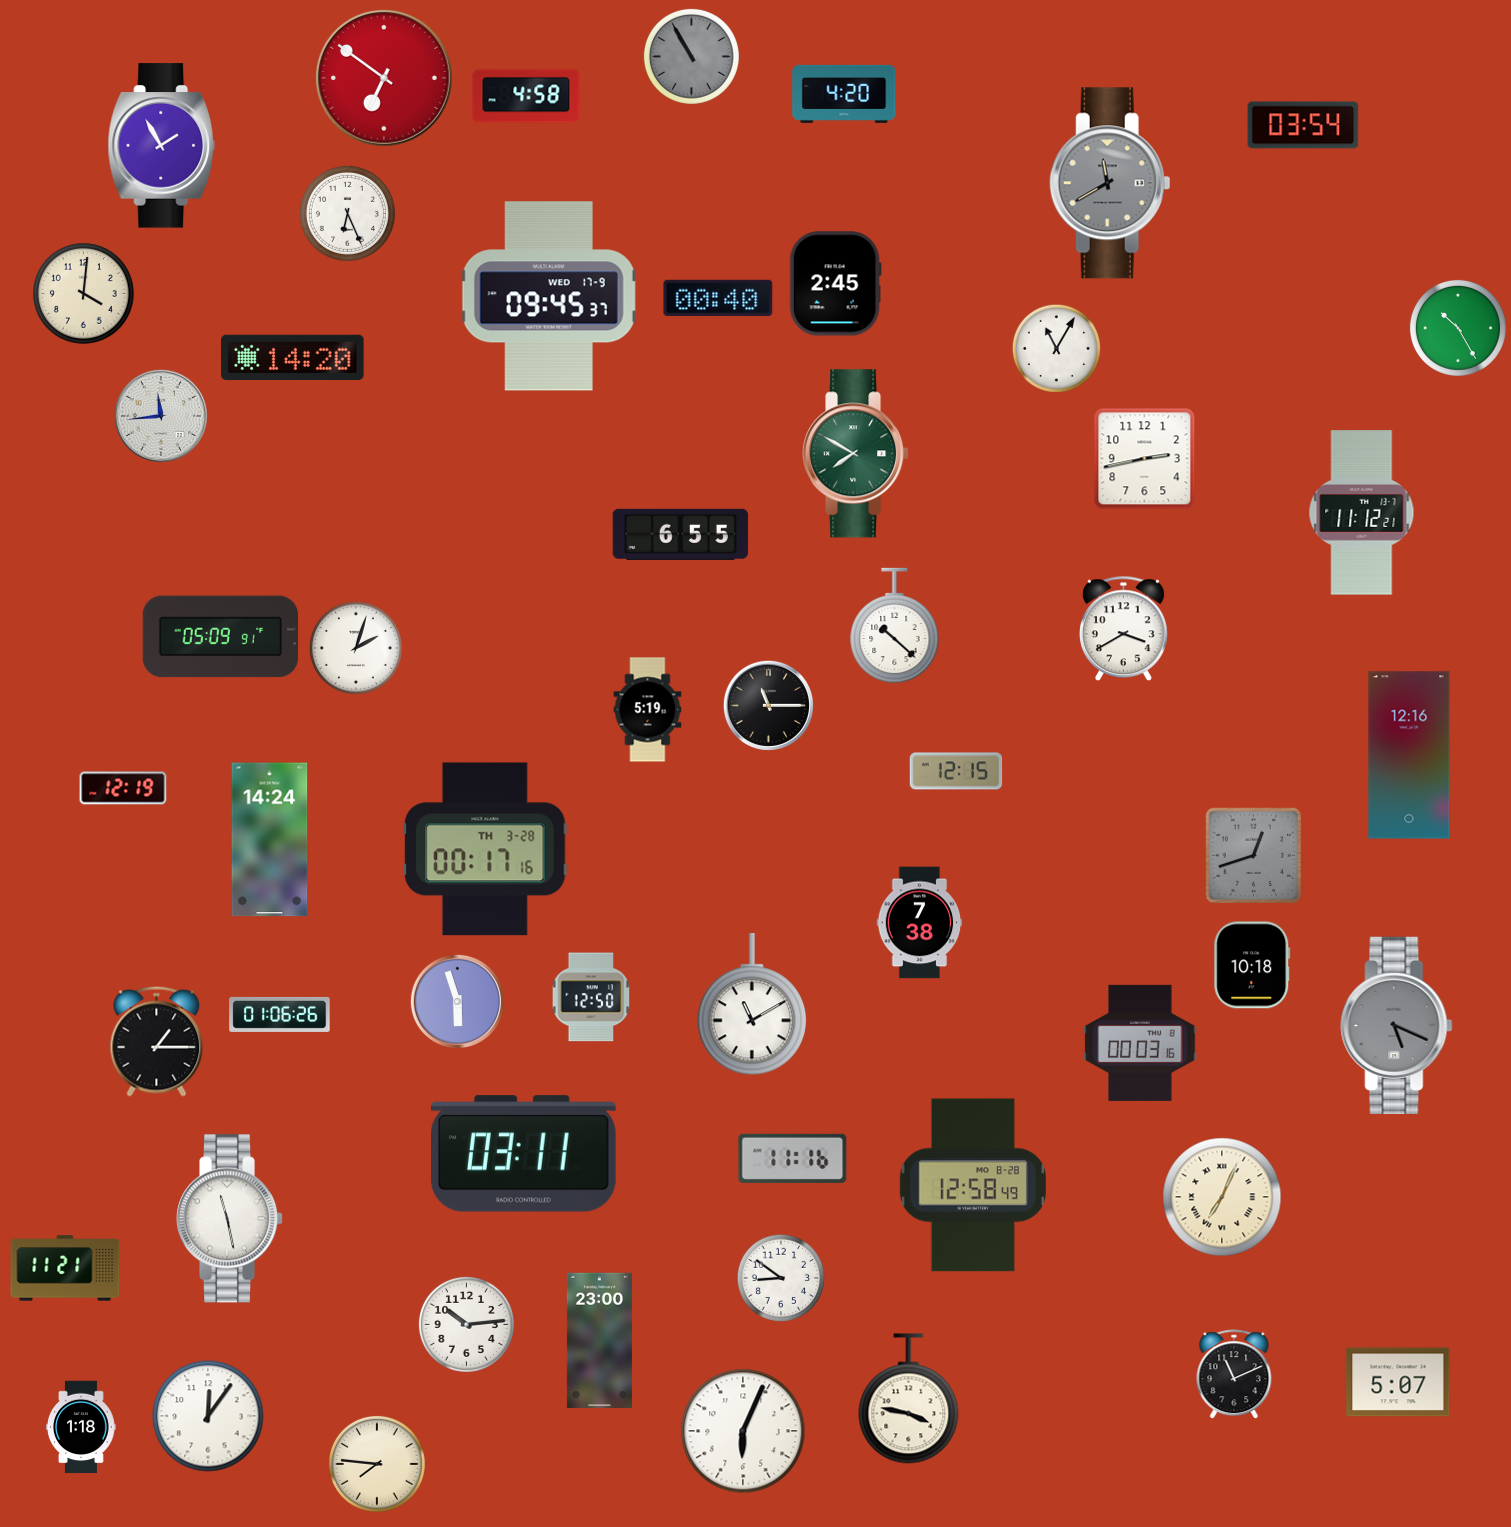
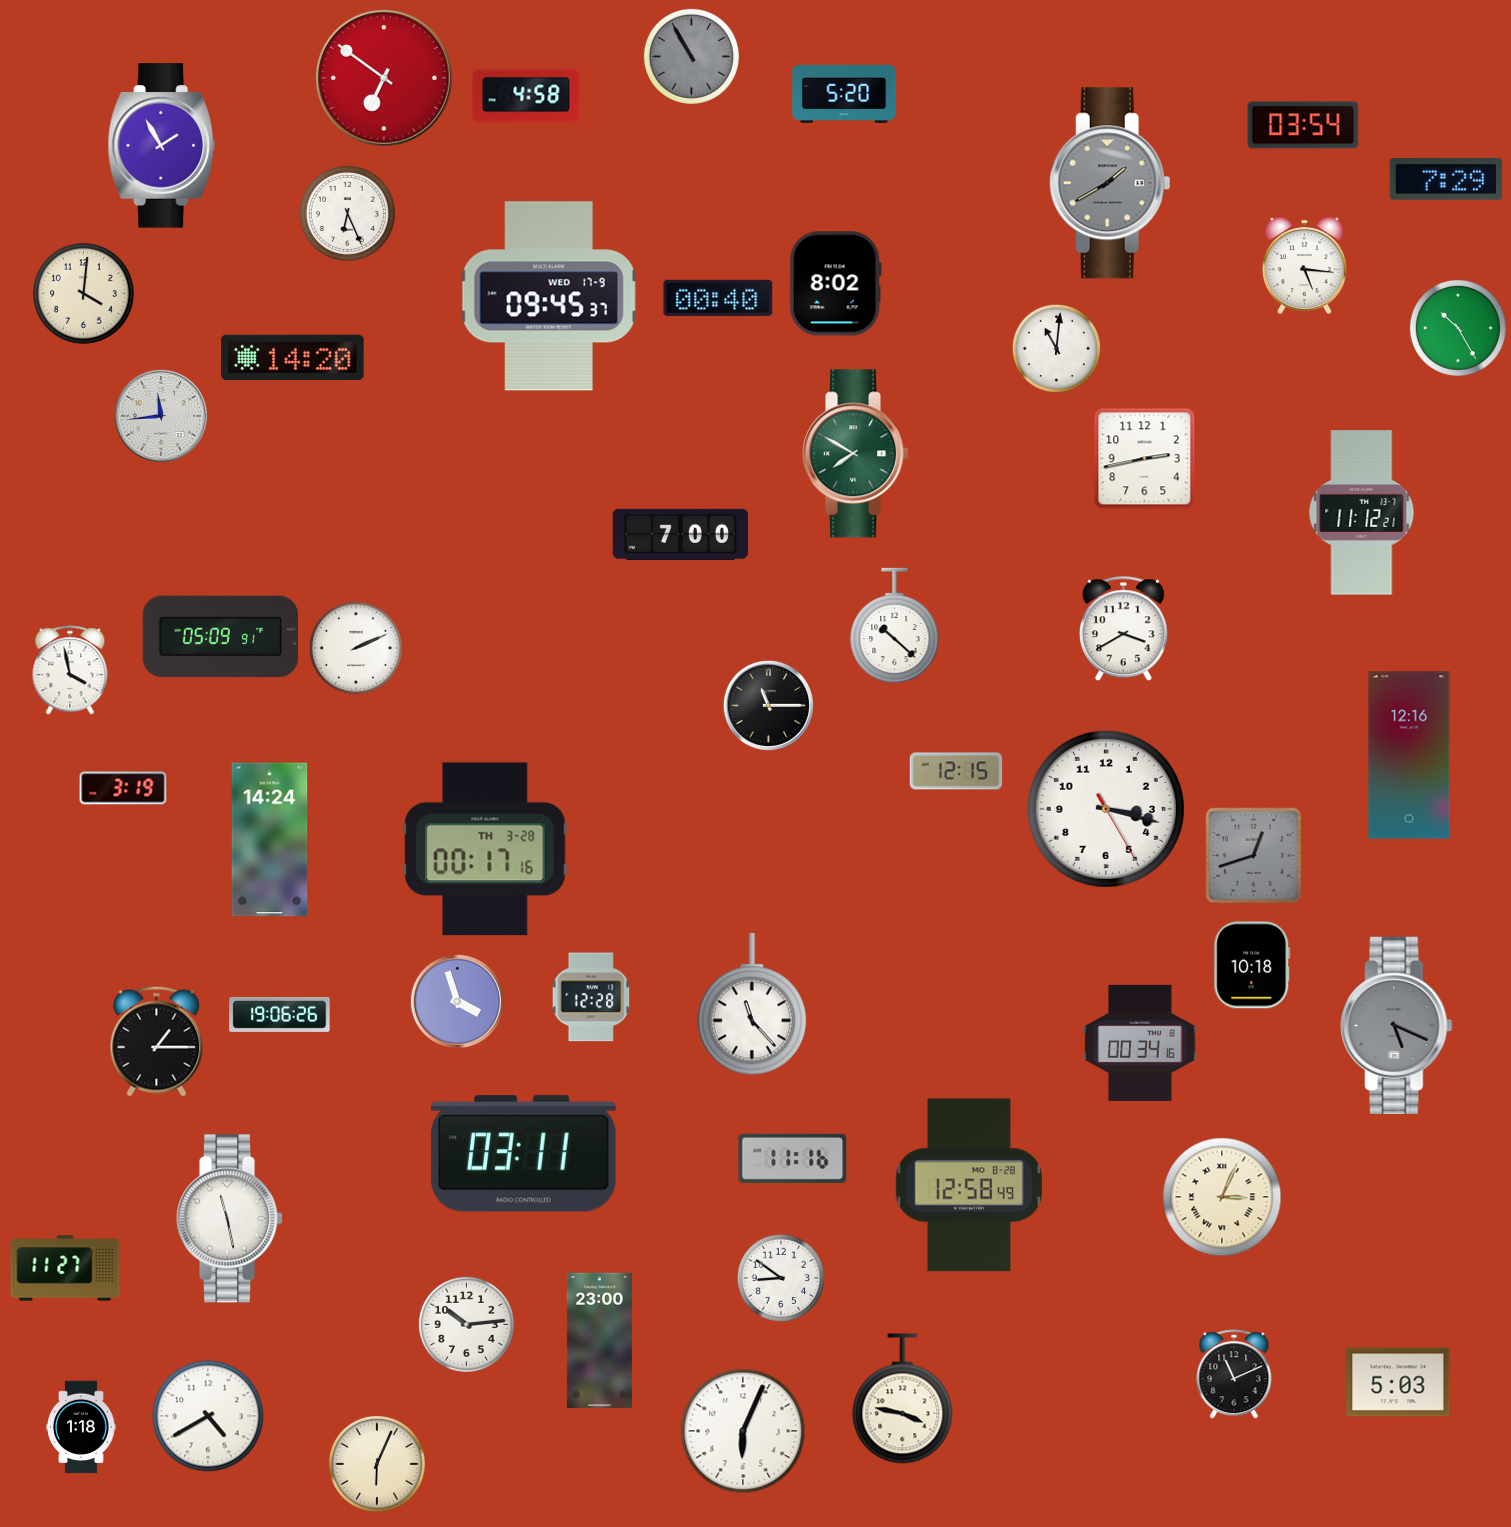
clock at (844, 94): 4:20 -> 5:20
clock at (1446, 179): none -> 7:29
clock at (1110, 183): 11:40 -> 1:40
clock at (1304, 265): none -> 5:16
clock at (835, 284): 2:45 -> 8:02
clock at (1056, 348): 11:05 -> 11:01
clock at (680, 534): 6:55 -> 7:00
clock at (356, 648): 2:03 -> 2:11
clock at (70, 671): none -> 3:58
clock at (648, 710): 5:19 -> none
clock at (123, 788): 12:19 -> 3:19
clock at (1106, 809): none -> 3:17
clock at (920, 923): 7:38 -> none
clock at (591, 997): 12:50 -> 12:28
clock at (457, 1001): 5:57 -> 3:57
clock at (752, 1005): 11:10 -> 11:23
clock at (280, 1014): 01:06 -> 19:06
clock at (1140, 1043): 00:03 -> 00:34
clock at (973, 1185) position: (973, 1185) -> (969, 1185)
clock at (1222, 1197): 7:04 -> 3:04
clock at (65, 1268): 11:21 -> 11:27
clock at (1398, 1382): 5:07 -> 5:03
clock at (909, 1399) position: (909, 1399) -> (903, 1399)
clock at (208, 1416): 12:06 -> 4:40
clock at (377, 1464): 7:46 -> 6:04
